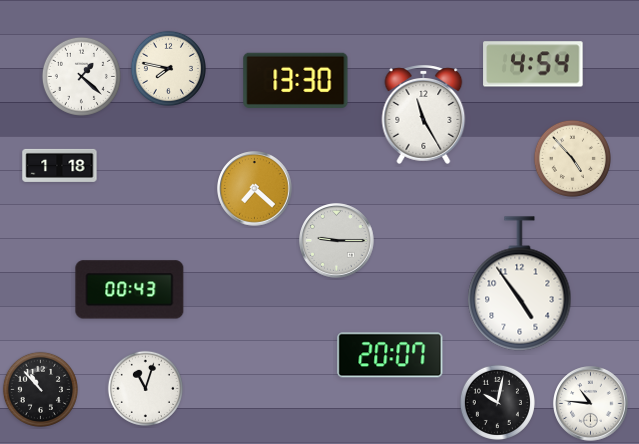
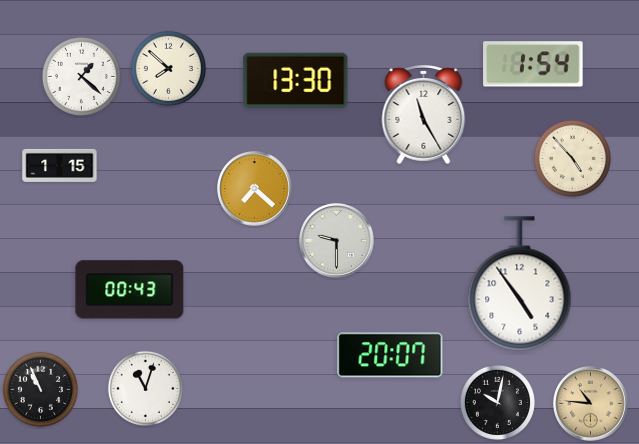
clock at (533, 64): 4:54 -> 1:54
clock at (168, 68): 7:47 -> 7:52
clock at (60, 165): 1:18 -> 1:15
clock at (337, 241): 9:15 -> 9:30
clock at (40, 389): 10:53 -> 10:56
clock at (591, 404) dial: white -> champagne
